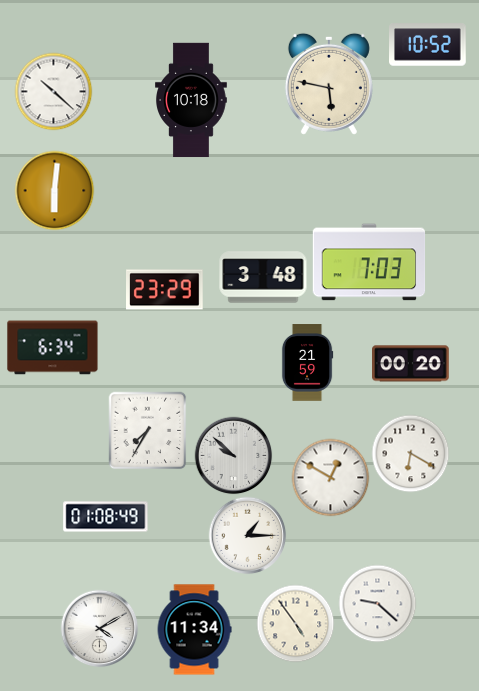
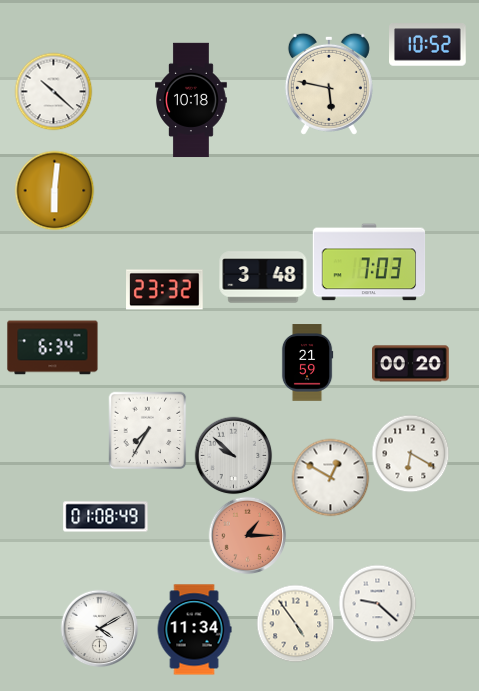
clock at (165, 290): 23:29 -> 23:32
clock at (247, 535) dial: white -> salmon
